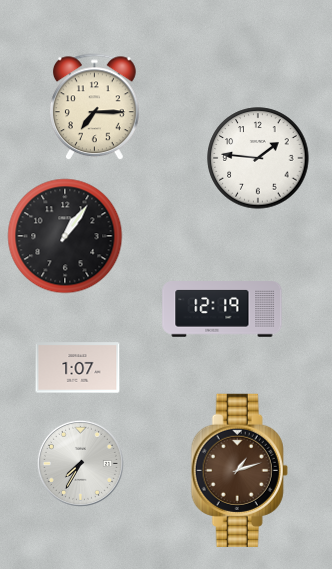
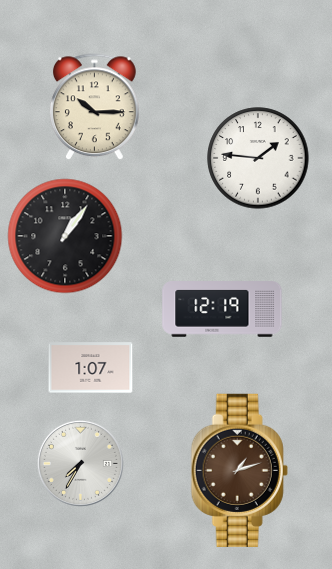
clock at (94, 107): 7:15 -> 10:15
clock at (78, 368) position: (78, 368) -> (91, 368)
